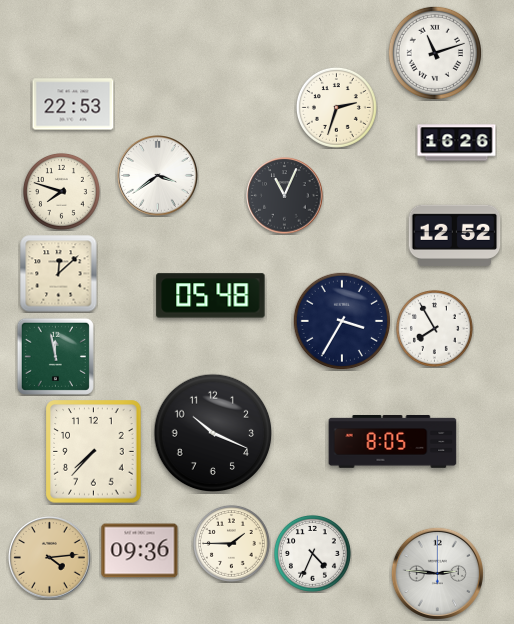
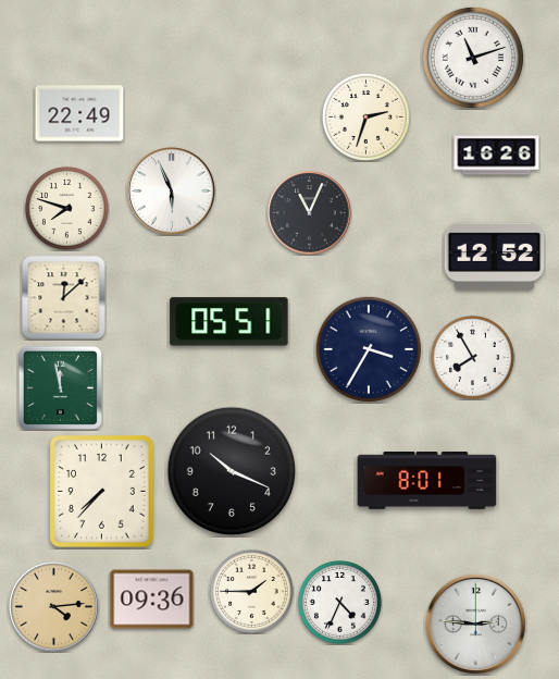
clock at (73, 104): 22:53 -> 22:49
clock at (158, 176): 3:39 -> 5:56
clock at (211, 296): 05:48 -> 05:51
clock at (342, 321) position: (342, 321) -> (369, 349)
clock at (393, 442): 8:05 -> 8:01
